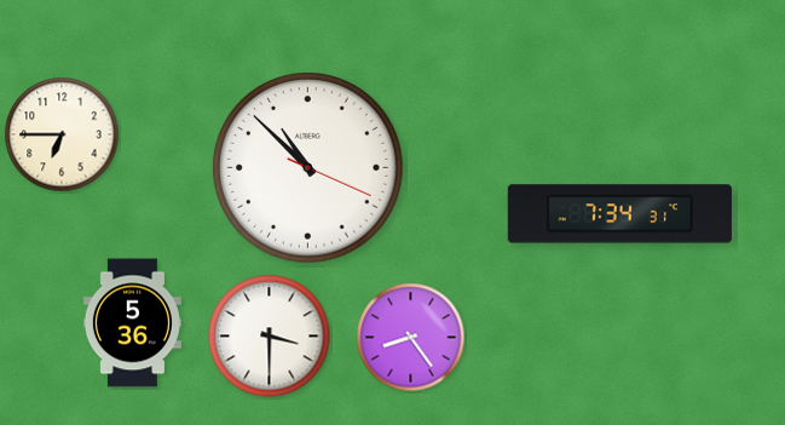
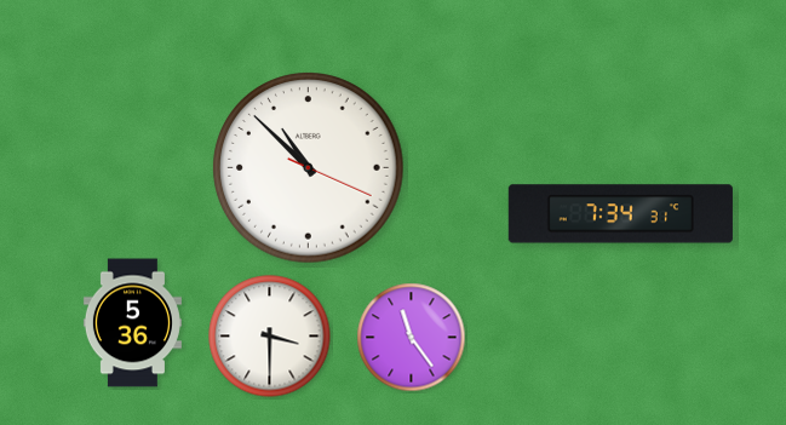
clock at (62, 134): 6:45 -> none
clock at (411, 338): 8:24 -> 11:24
